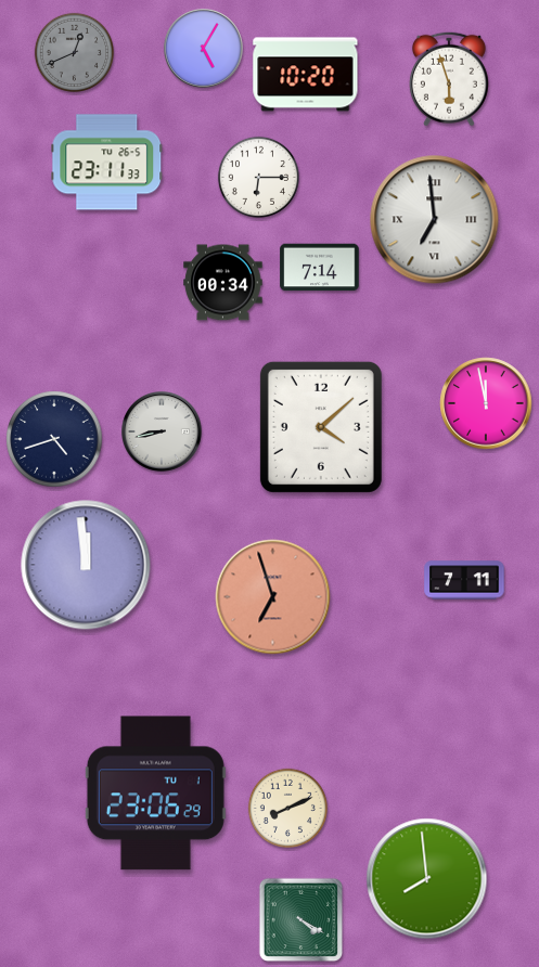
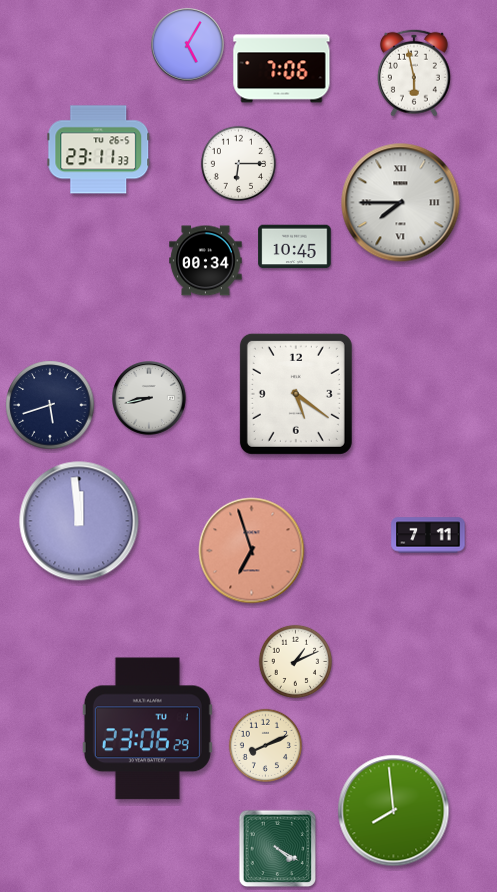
clock at (74, 52): 12:41 -> none
clock at (306, 75): 10:20 -> 7:06
clock at (449, 79): 5:57 -> 5:58
clock at (435, 220): 6:59 -> 7:45
clock at (320, 268): 7:14 -> 10:45
clock at (486, 403): 11:58 -> none
clock at (321, 427): 4:08 -> 5:21
clock at (54, 439): 4:42 -> 5:42
clock at (295, 661): none -> 1:11
clock at (155, 794) position: (155, 794) -> (147, 729)
